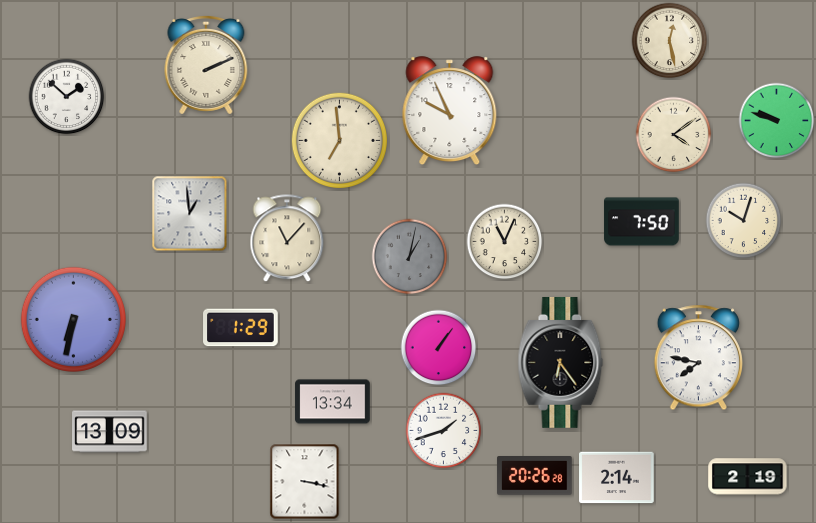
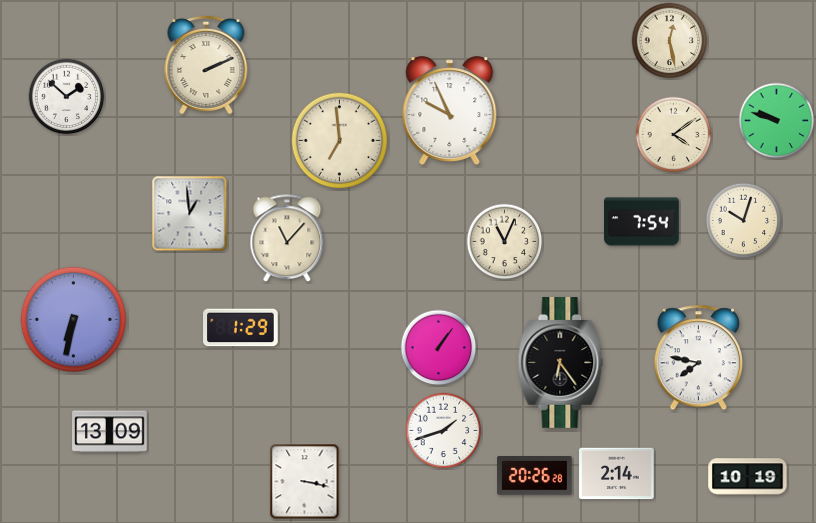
clock at (642, 222): 7:50 -> 7:54
clock at (410, 257): 1:02 -> none
clock at (333, 402): 13:34 -> none
clock at (748, 477): 2:19 -> 10:19
clock at (617, 478) position: (617, 478) -> (617, 474)
